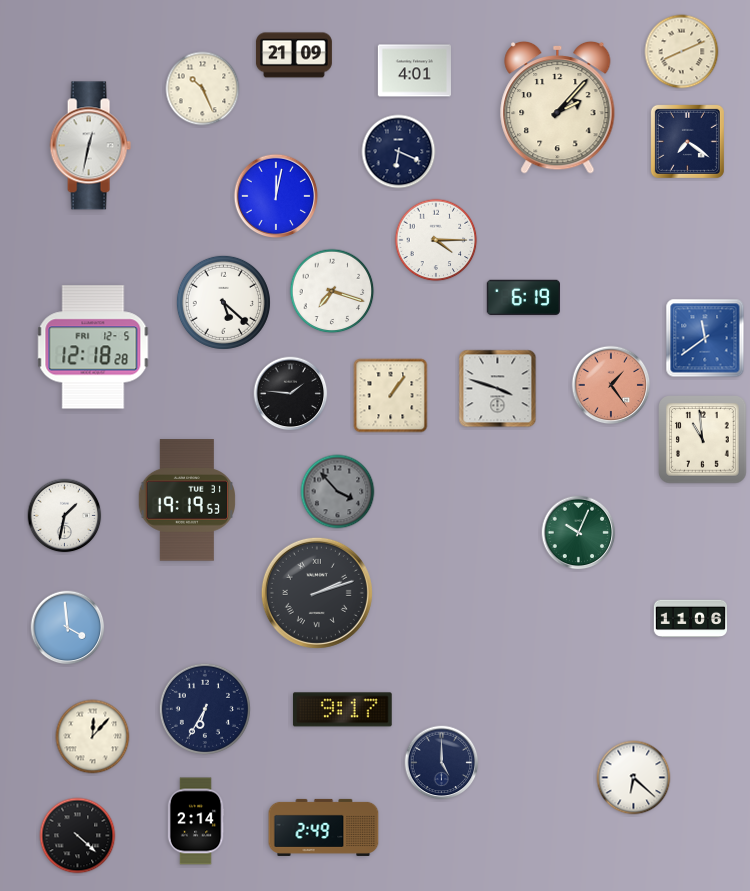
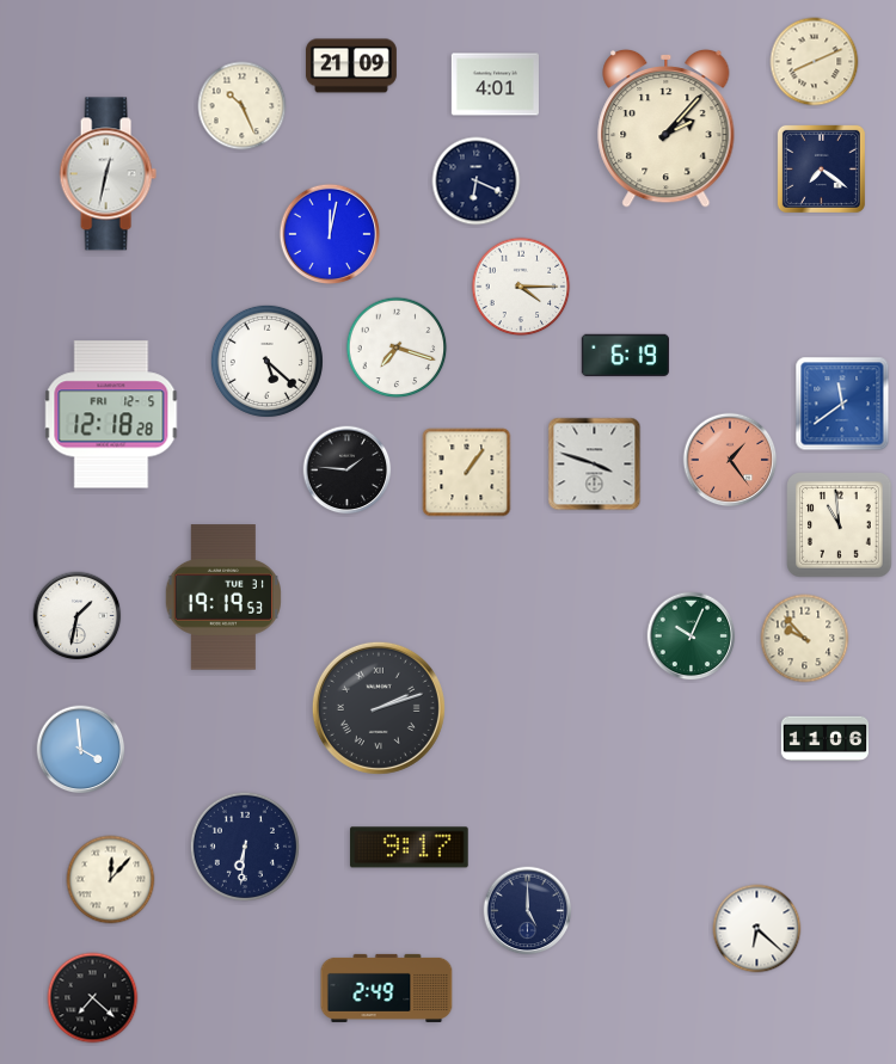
clock at (338, 492): 3:53 -> none
clock at (805, 639): none -> 9:53
clock at (205, 709): 6:35 -> 6:31
clock at (196, 821): 2:14 -> none
clock at (78, 836): 4:22 -> 7:22
